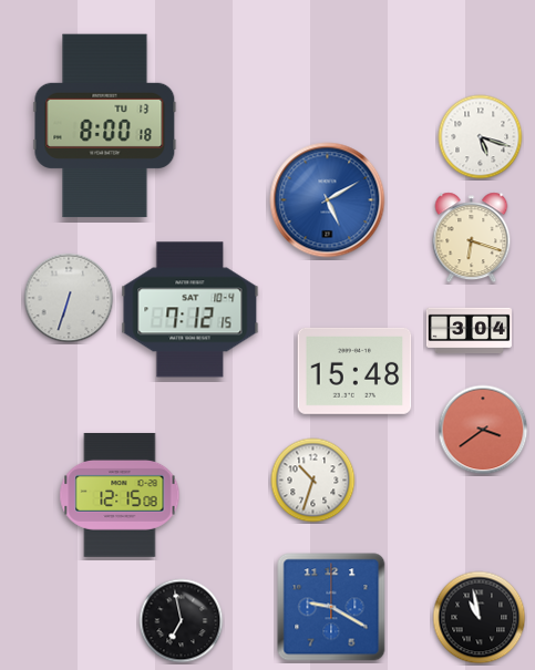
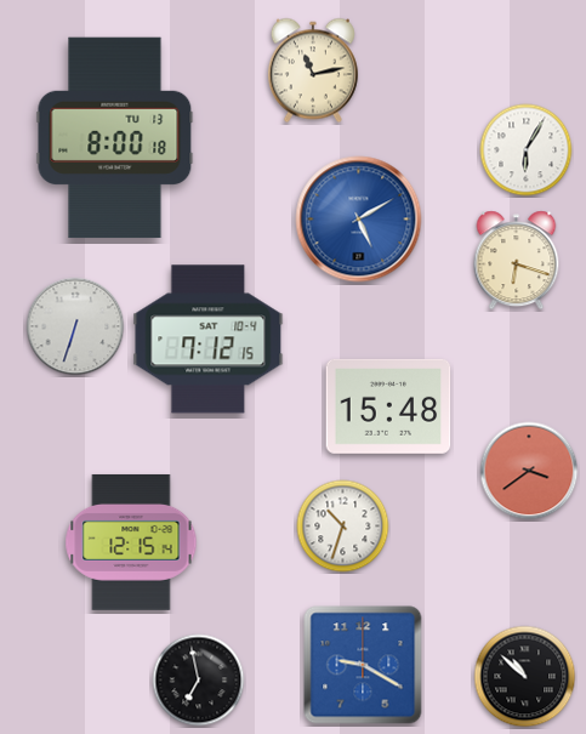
clock at (313, 70): none -> 11:13
clock at (481, 137): 5:18 -> 6:05
clock at (469, 331): 3:04 -> none
clock at (120, 495): 12:15:08 -> 12:15:14
clock at (480, 618): 10:58 -> 10:52
